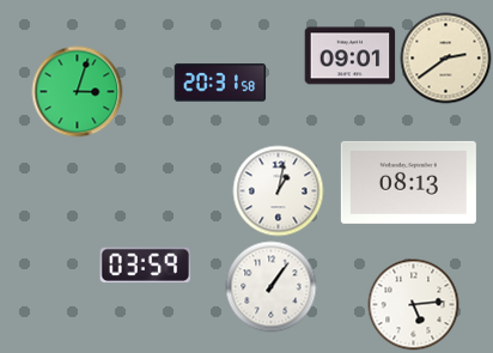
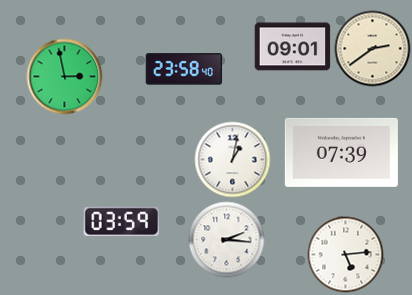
clock at (220, 83): 20:31 -> 23:58
clock at (78, 92): 3:03 -> 2:58
clock at (408, 182): 08:13 -> 07:39
clock at (272, 287): 1:06 -> 2:16
